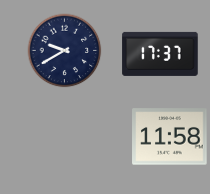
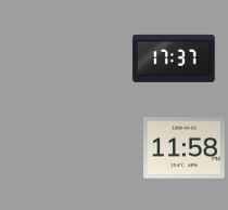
clock at (65, 51): 9:40 -> none
